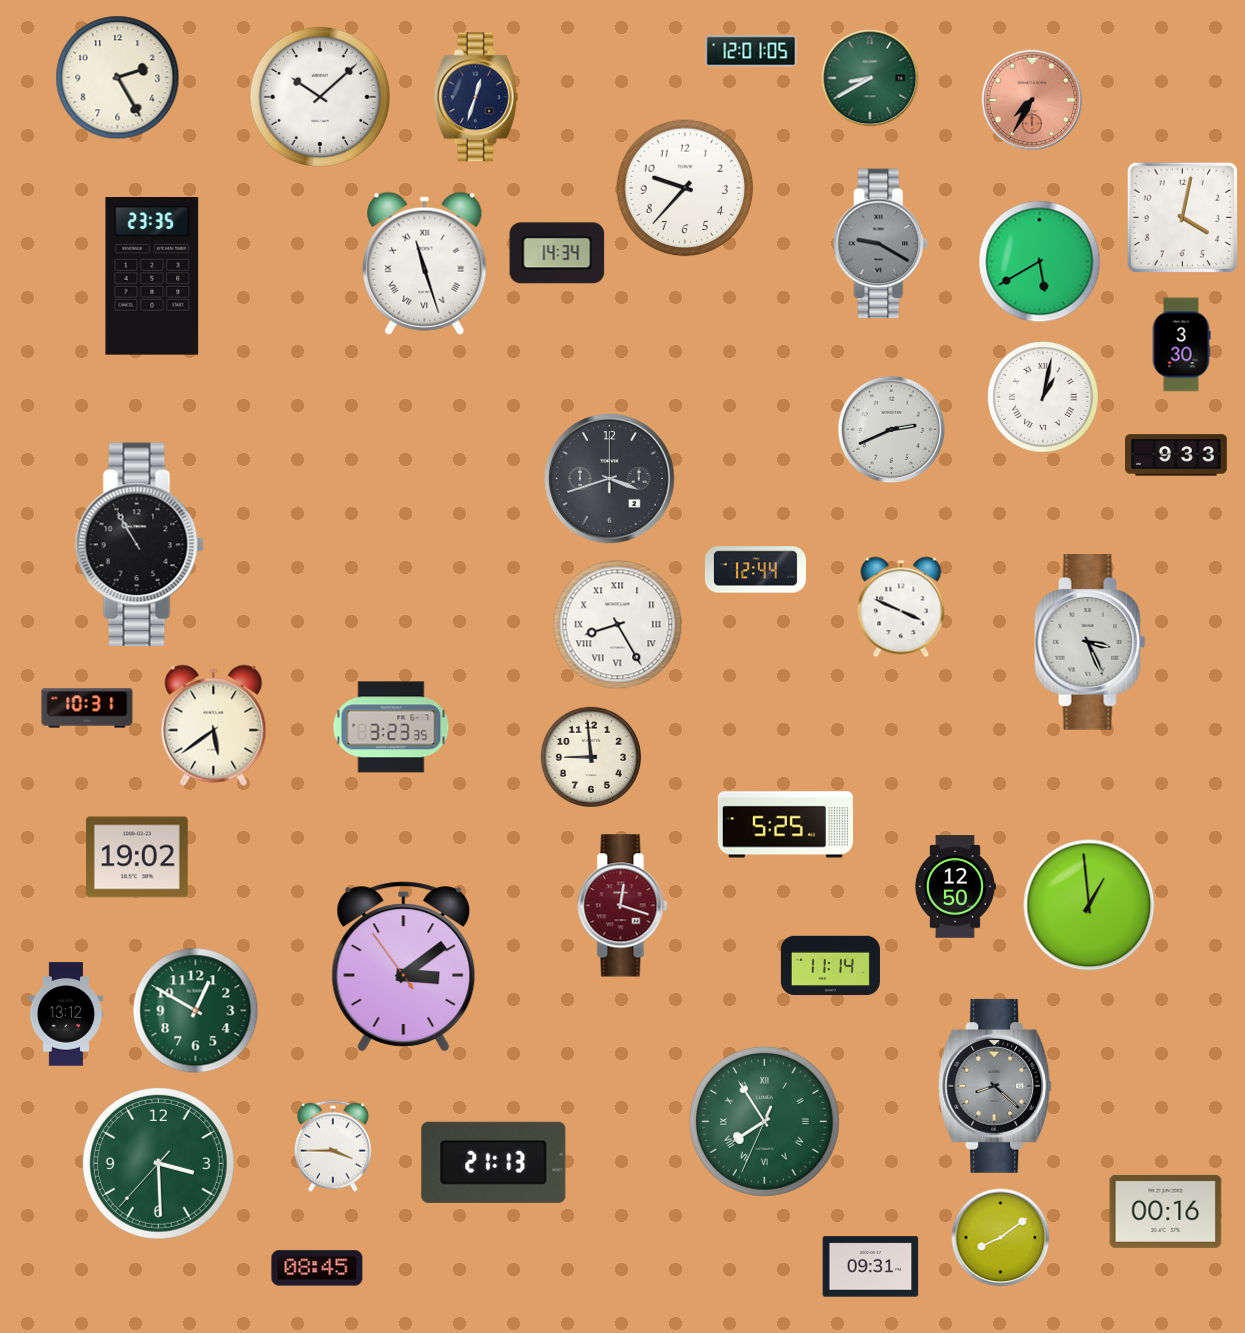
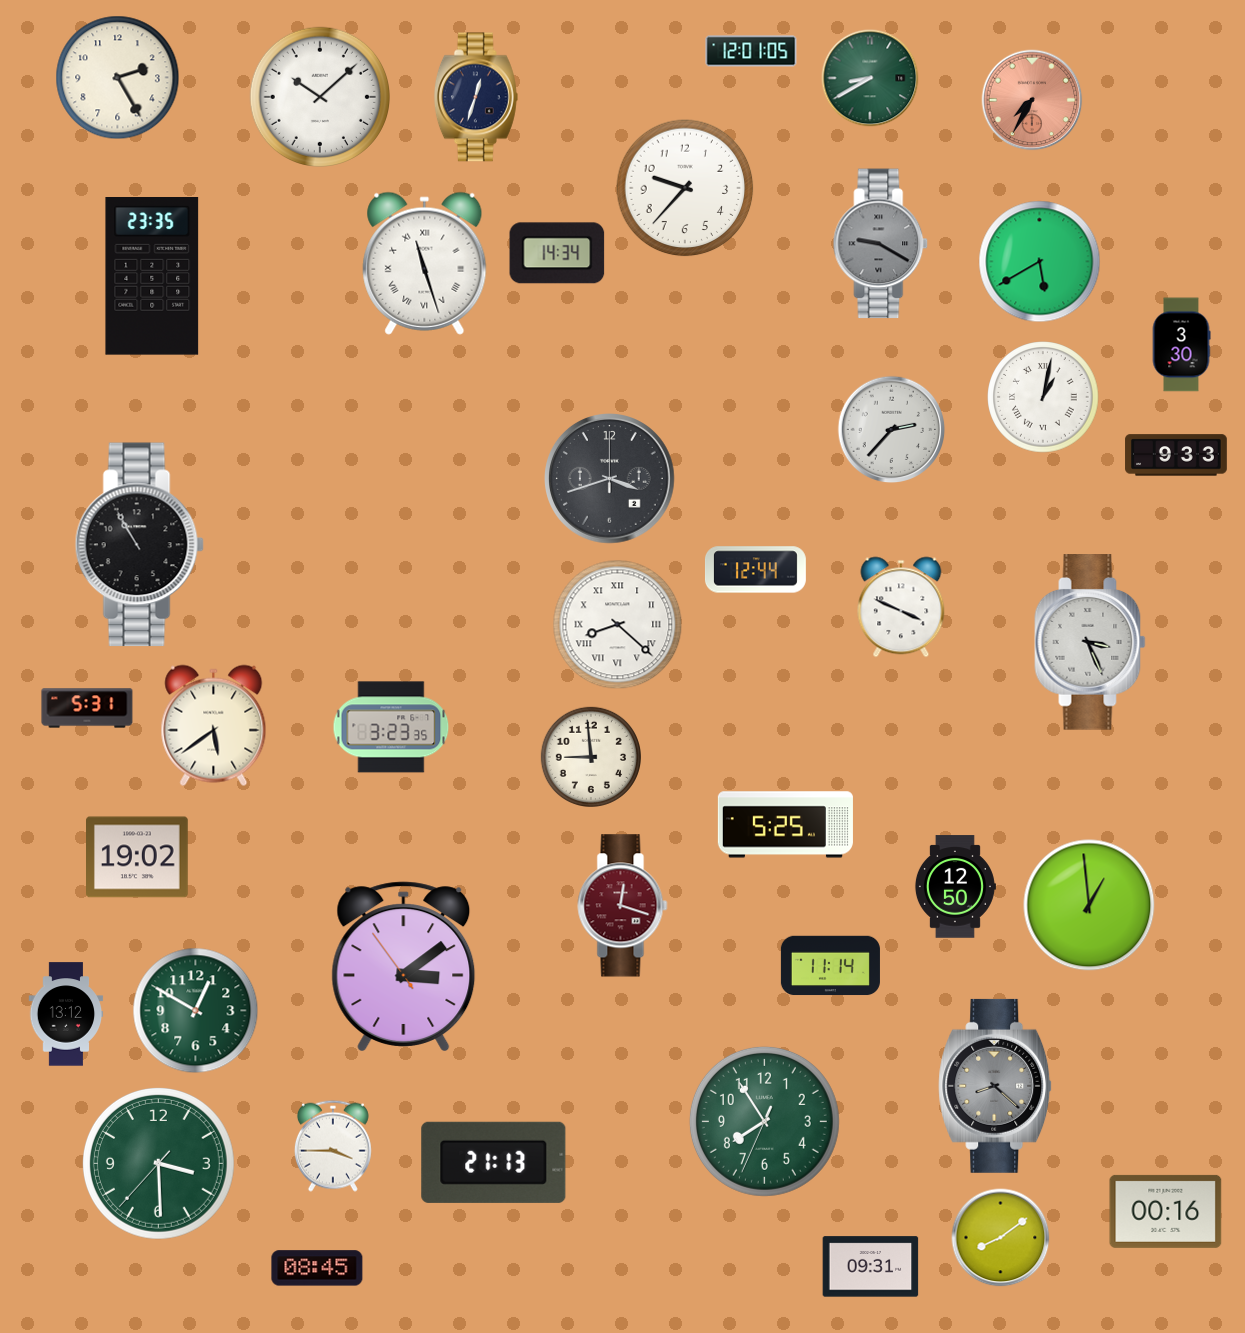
clock at (1182, 217): 4:02 -> none
clock at (892, 430): 2:41 -> 2:37
clock at (618, 625): 8:25 -> 8:22
clock at (87, 708): 10:31 -> 5:31
clock at (764, 1121) numerals: Roman -> Arabic
